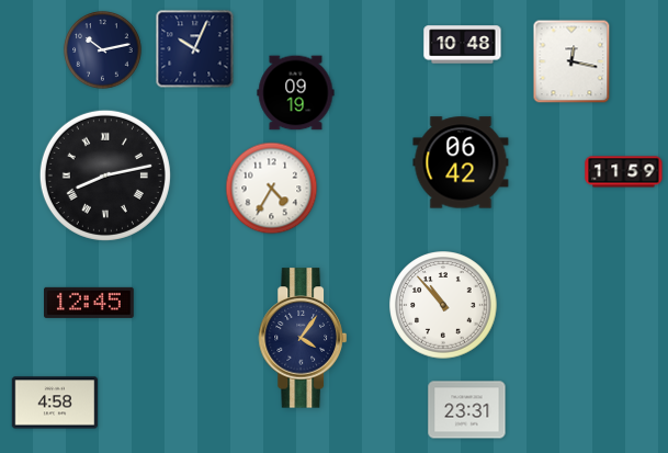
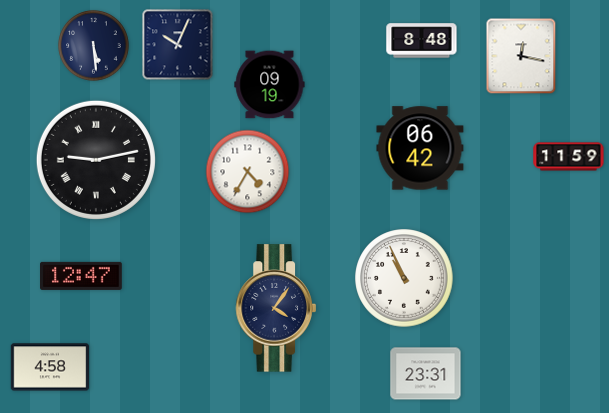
clock at (463, 45): 10:48 -> 8:48
clock at (103, 50): 10:13 -> 5:29
clock at (105, 175): 8:13 -> 9:13
clock at (90, 303): 12:45 -> 12:47
clock at (443, 305): 10:53 -> 10:56
